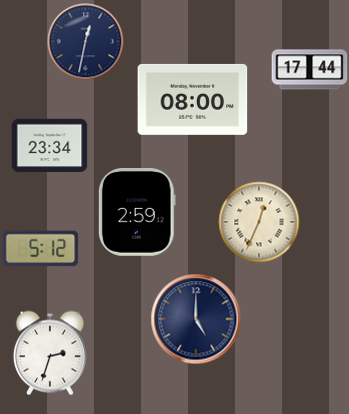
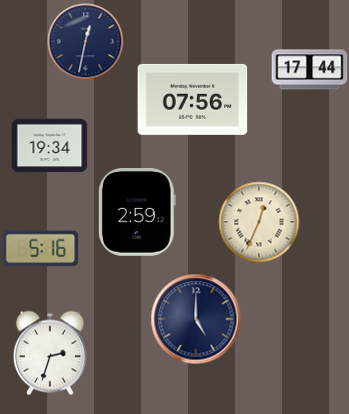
clock at (193, 99): 08:00 -> 07:56
clock at (50, 146): 23:34 -> 19:34
clock at (41, 249): 5:12 -> 5:16
